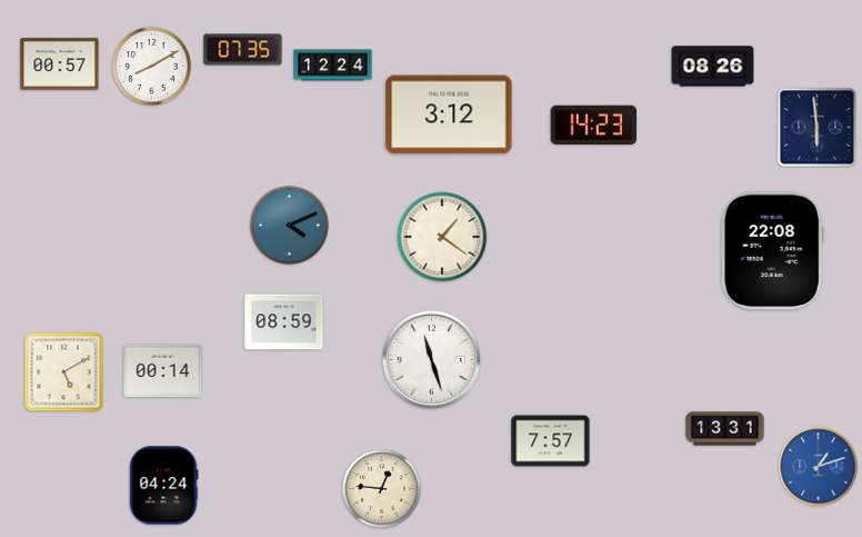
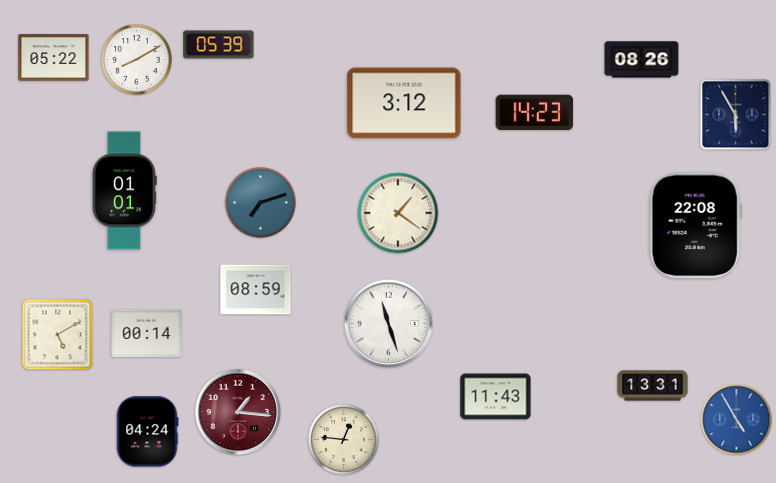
clock at (243, 50): 07:35 -> 05:39
clock at (60, 64): 00:57 -> 05:22
clock at (333, 66): 12:24 -> none
clock at (818, 128): 5:59 -> 5:55
clock at (125, 191): none -> 01:01
clock at (290, 226): 4:11 -> 7:12
clock at (551, 441): 7:57 -> 11:43
clock at (238, 412): none -> 1:16
clock at (819, 467): 1:12 -> 4:55
clock at (163, 486) position: (163, 486) -> (147, 432)
